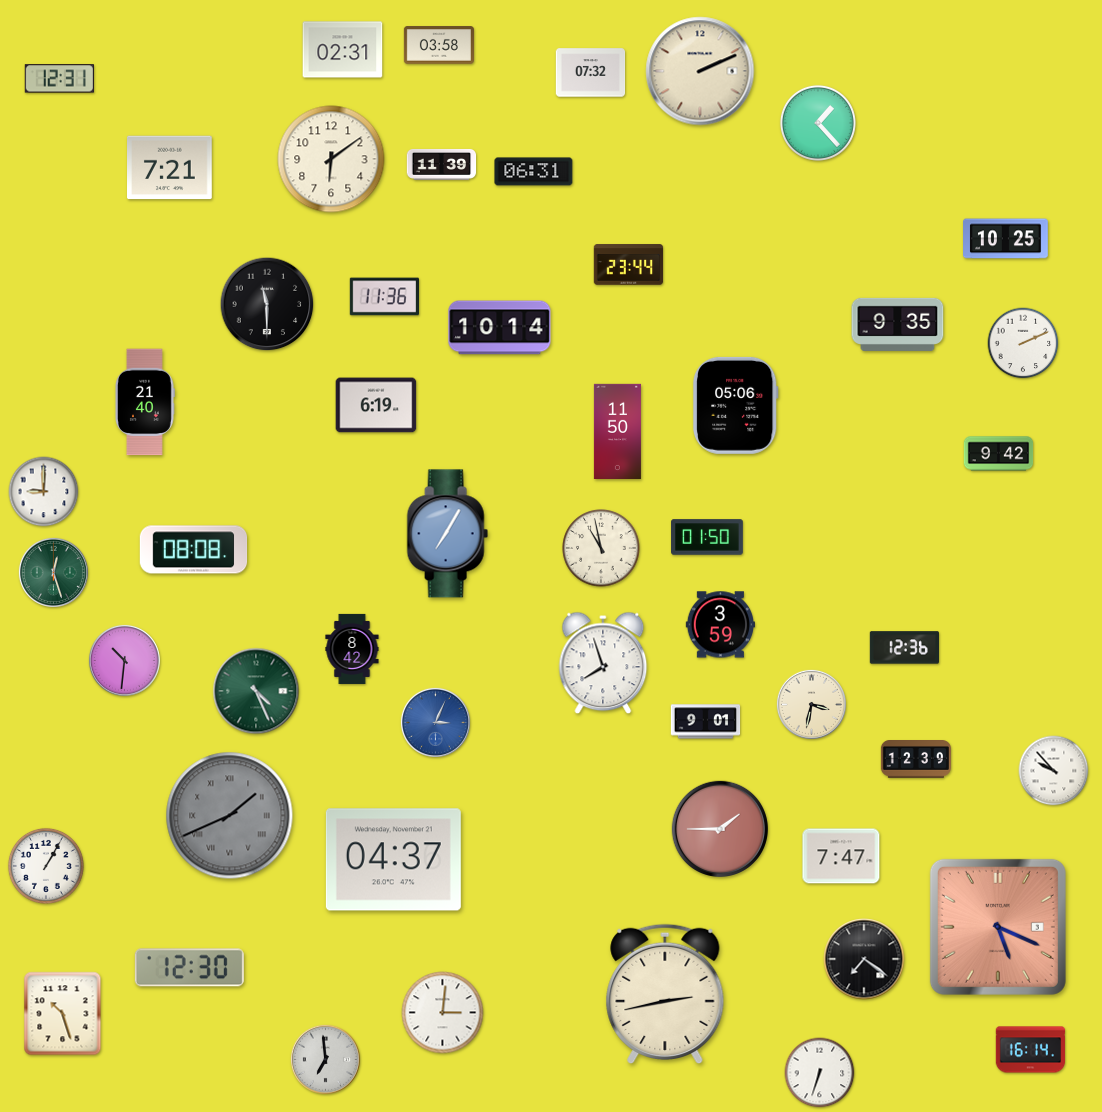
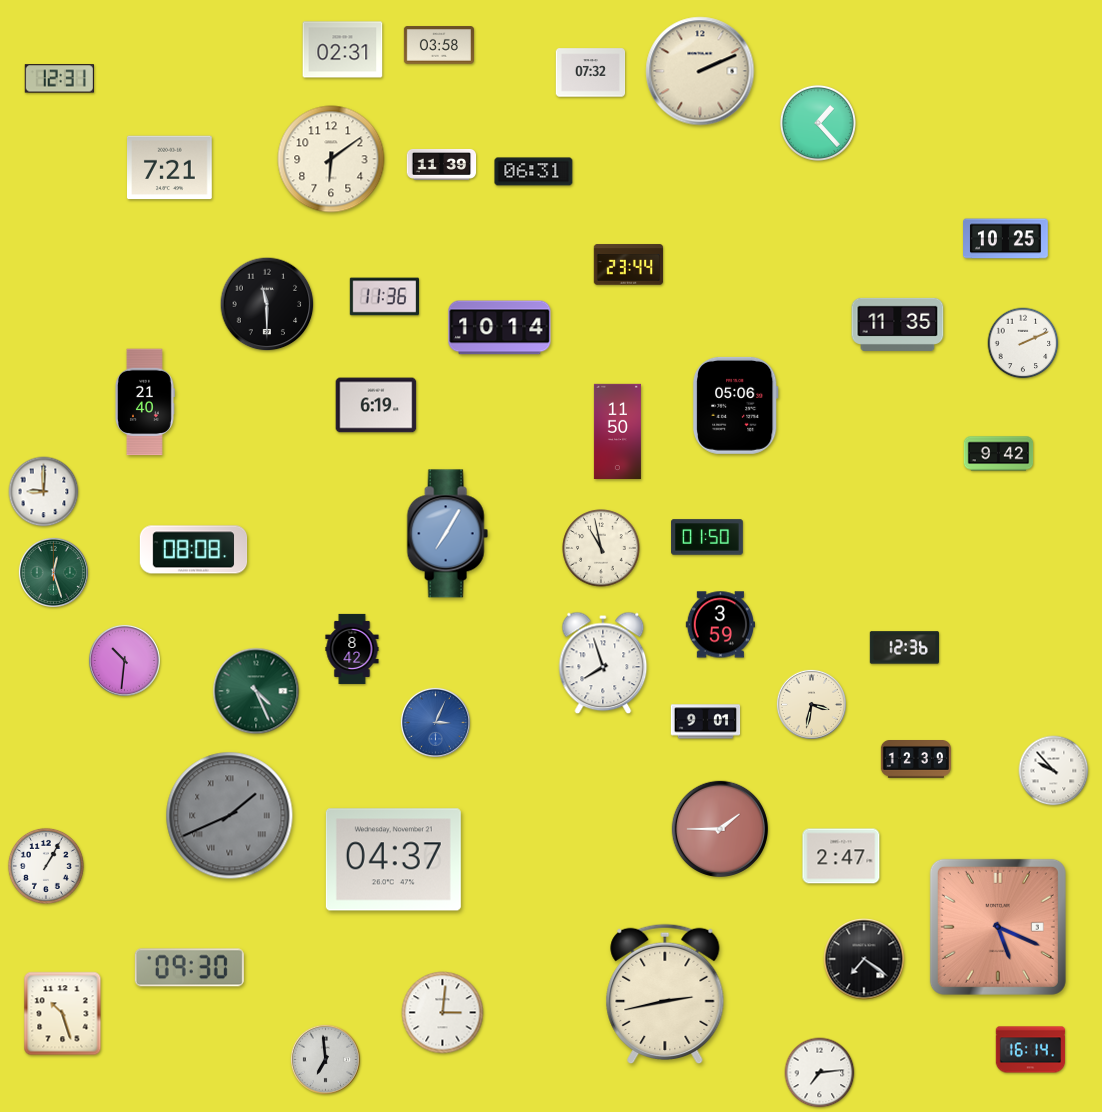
clock at (898, 324): 9:35 -> 11:35
clock at (841, 856): 7:47 -> 2:47
clock at (189, 968): 12:30 -> 09:30
clock at (820, 1073): 6:33 -> 7:14
